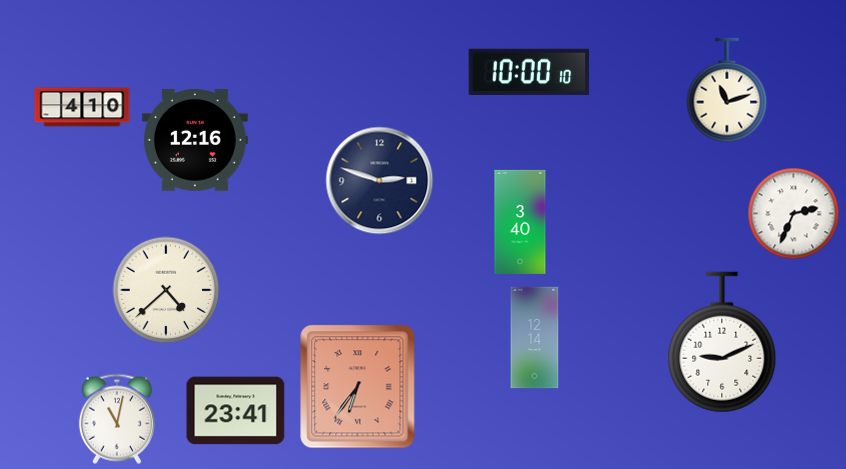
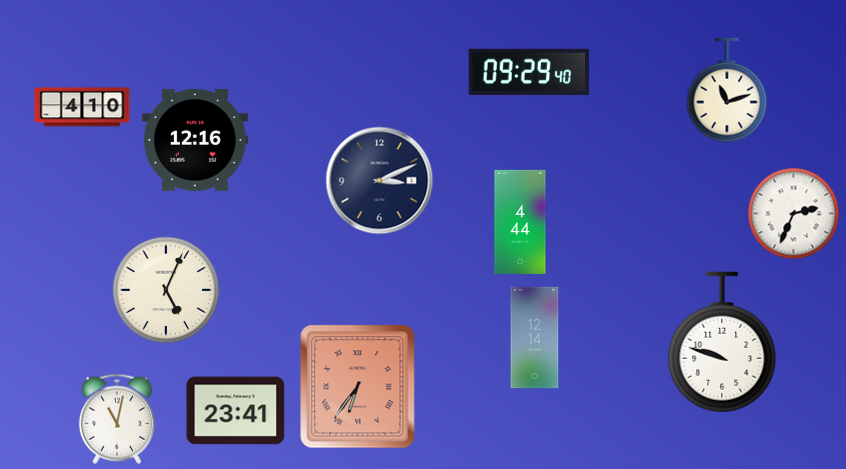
clock at (529, 71): 10:00 -> 09:29
clock at (380, 181): 2:48 -> 3:11
clock at (520, 222): 3:40 -> 4:44
clock at (166, 290): 4:38 -> 5:04
clock at (722, 342): 9:11 -> 9:48
